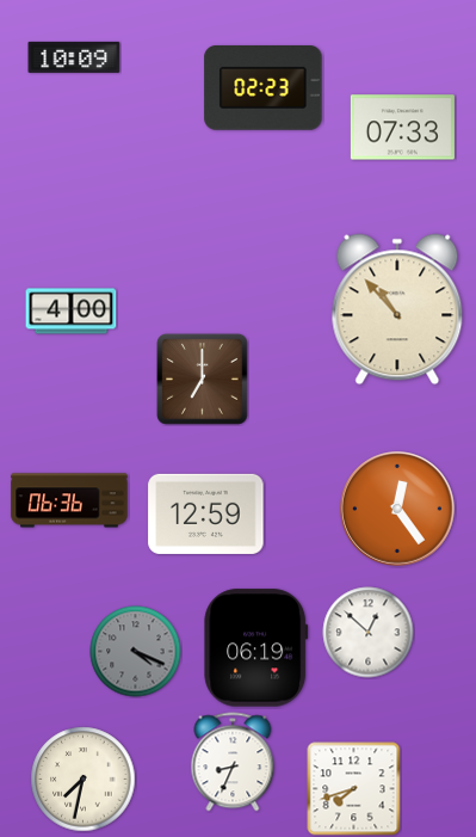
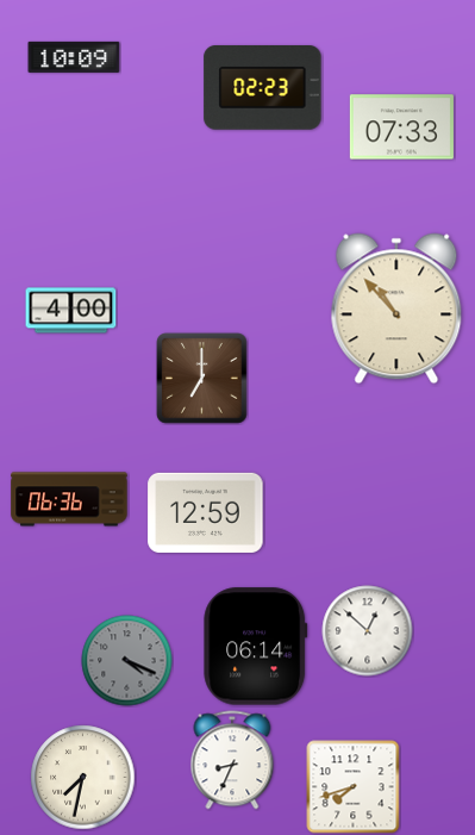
clock at (397, 509): 12:24 -> none
clock at (256, 648): 06:19 -> 06:14
clock at (136, 652) position: (136, 652) -> (127, 661)
